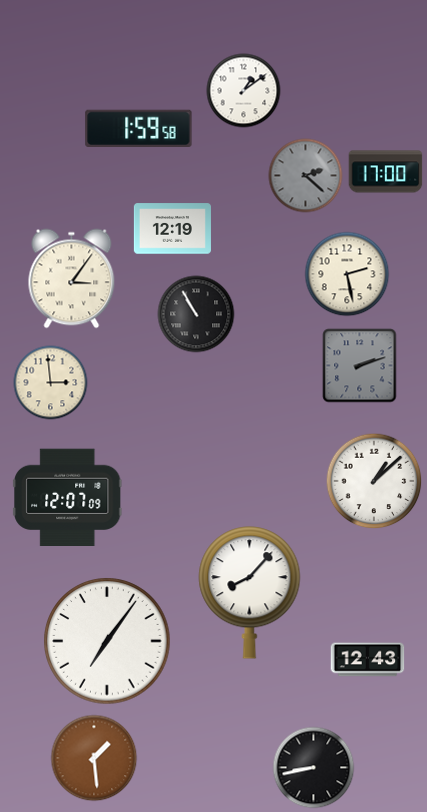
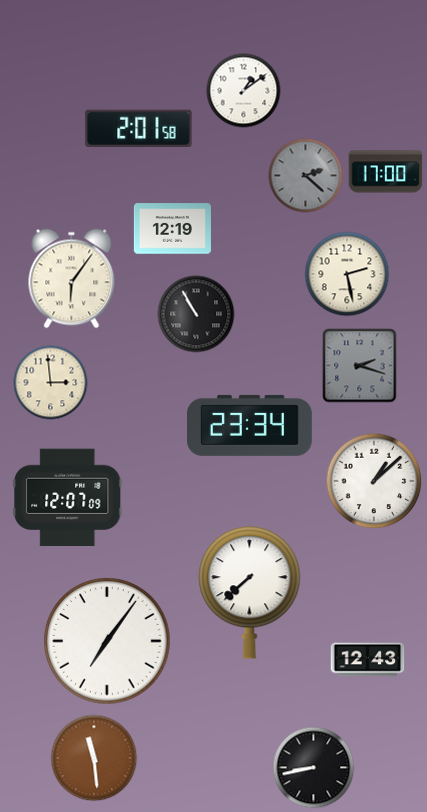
clock at (139, 129): 1:59 -> 2:01
clock at (72, 279): 3:06 -> 6:06
clock at (360, 366): 2:12 -> 2:18
clock at (249, 425): none -> 23:34
clock at (250, 593): 8:07 -> 7:38
clock at (94, 758): 1:29 -> 11:29
